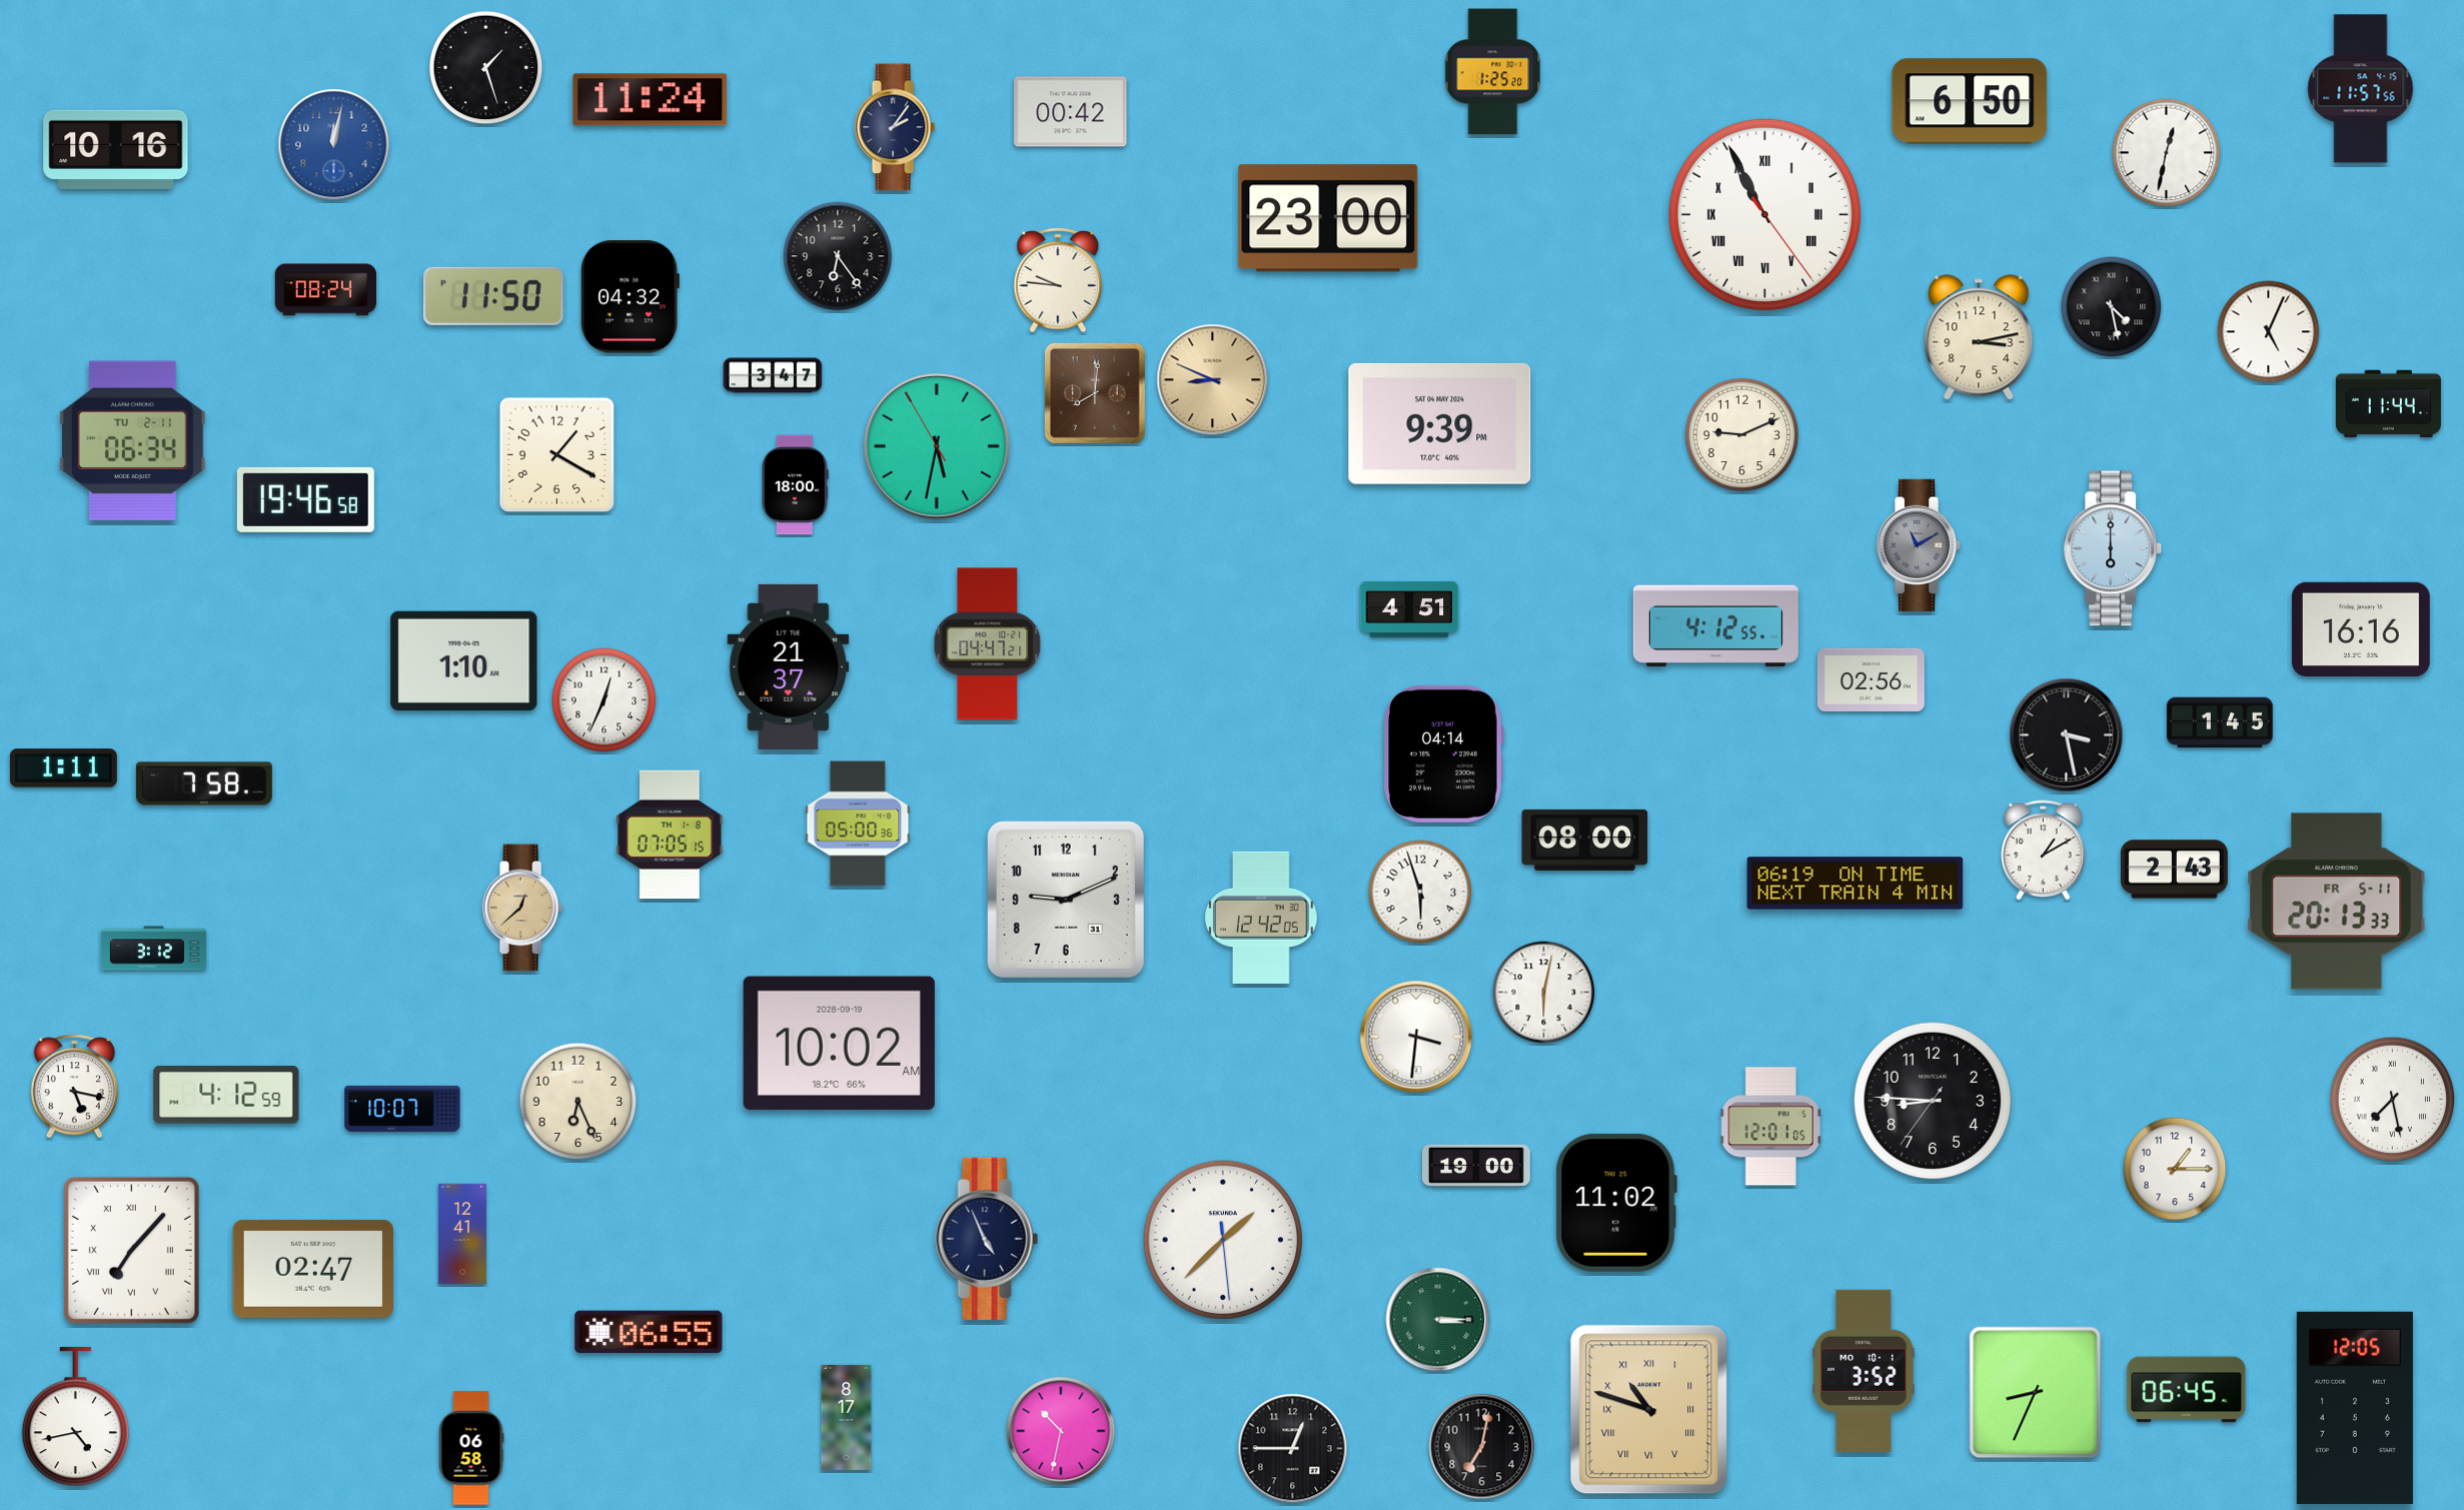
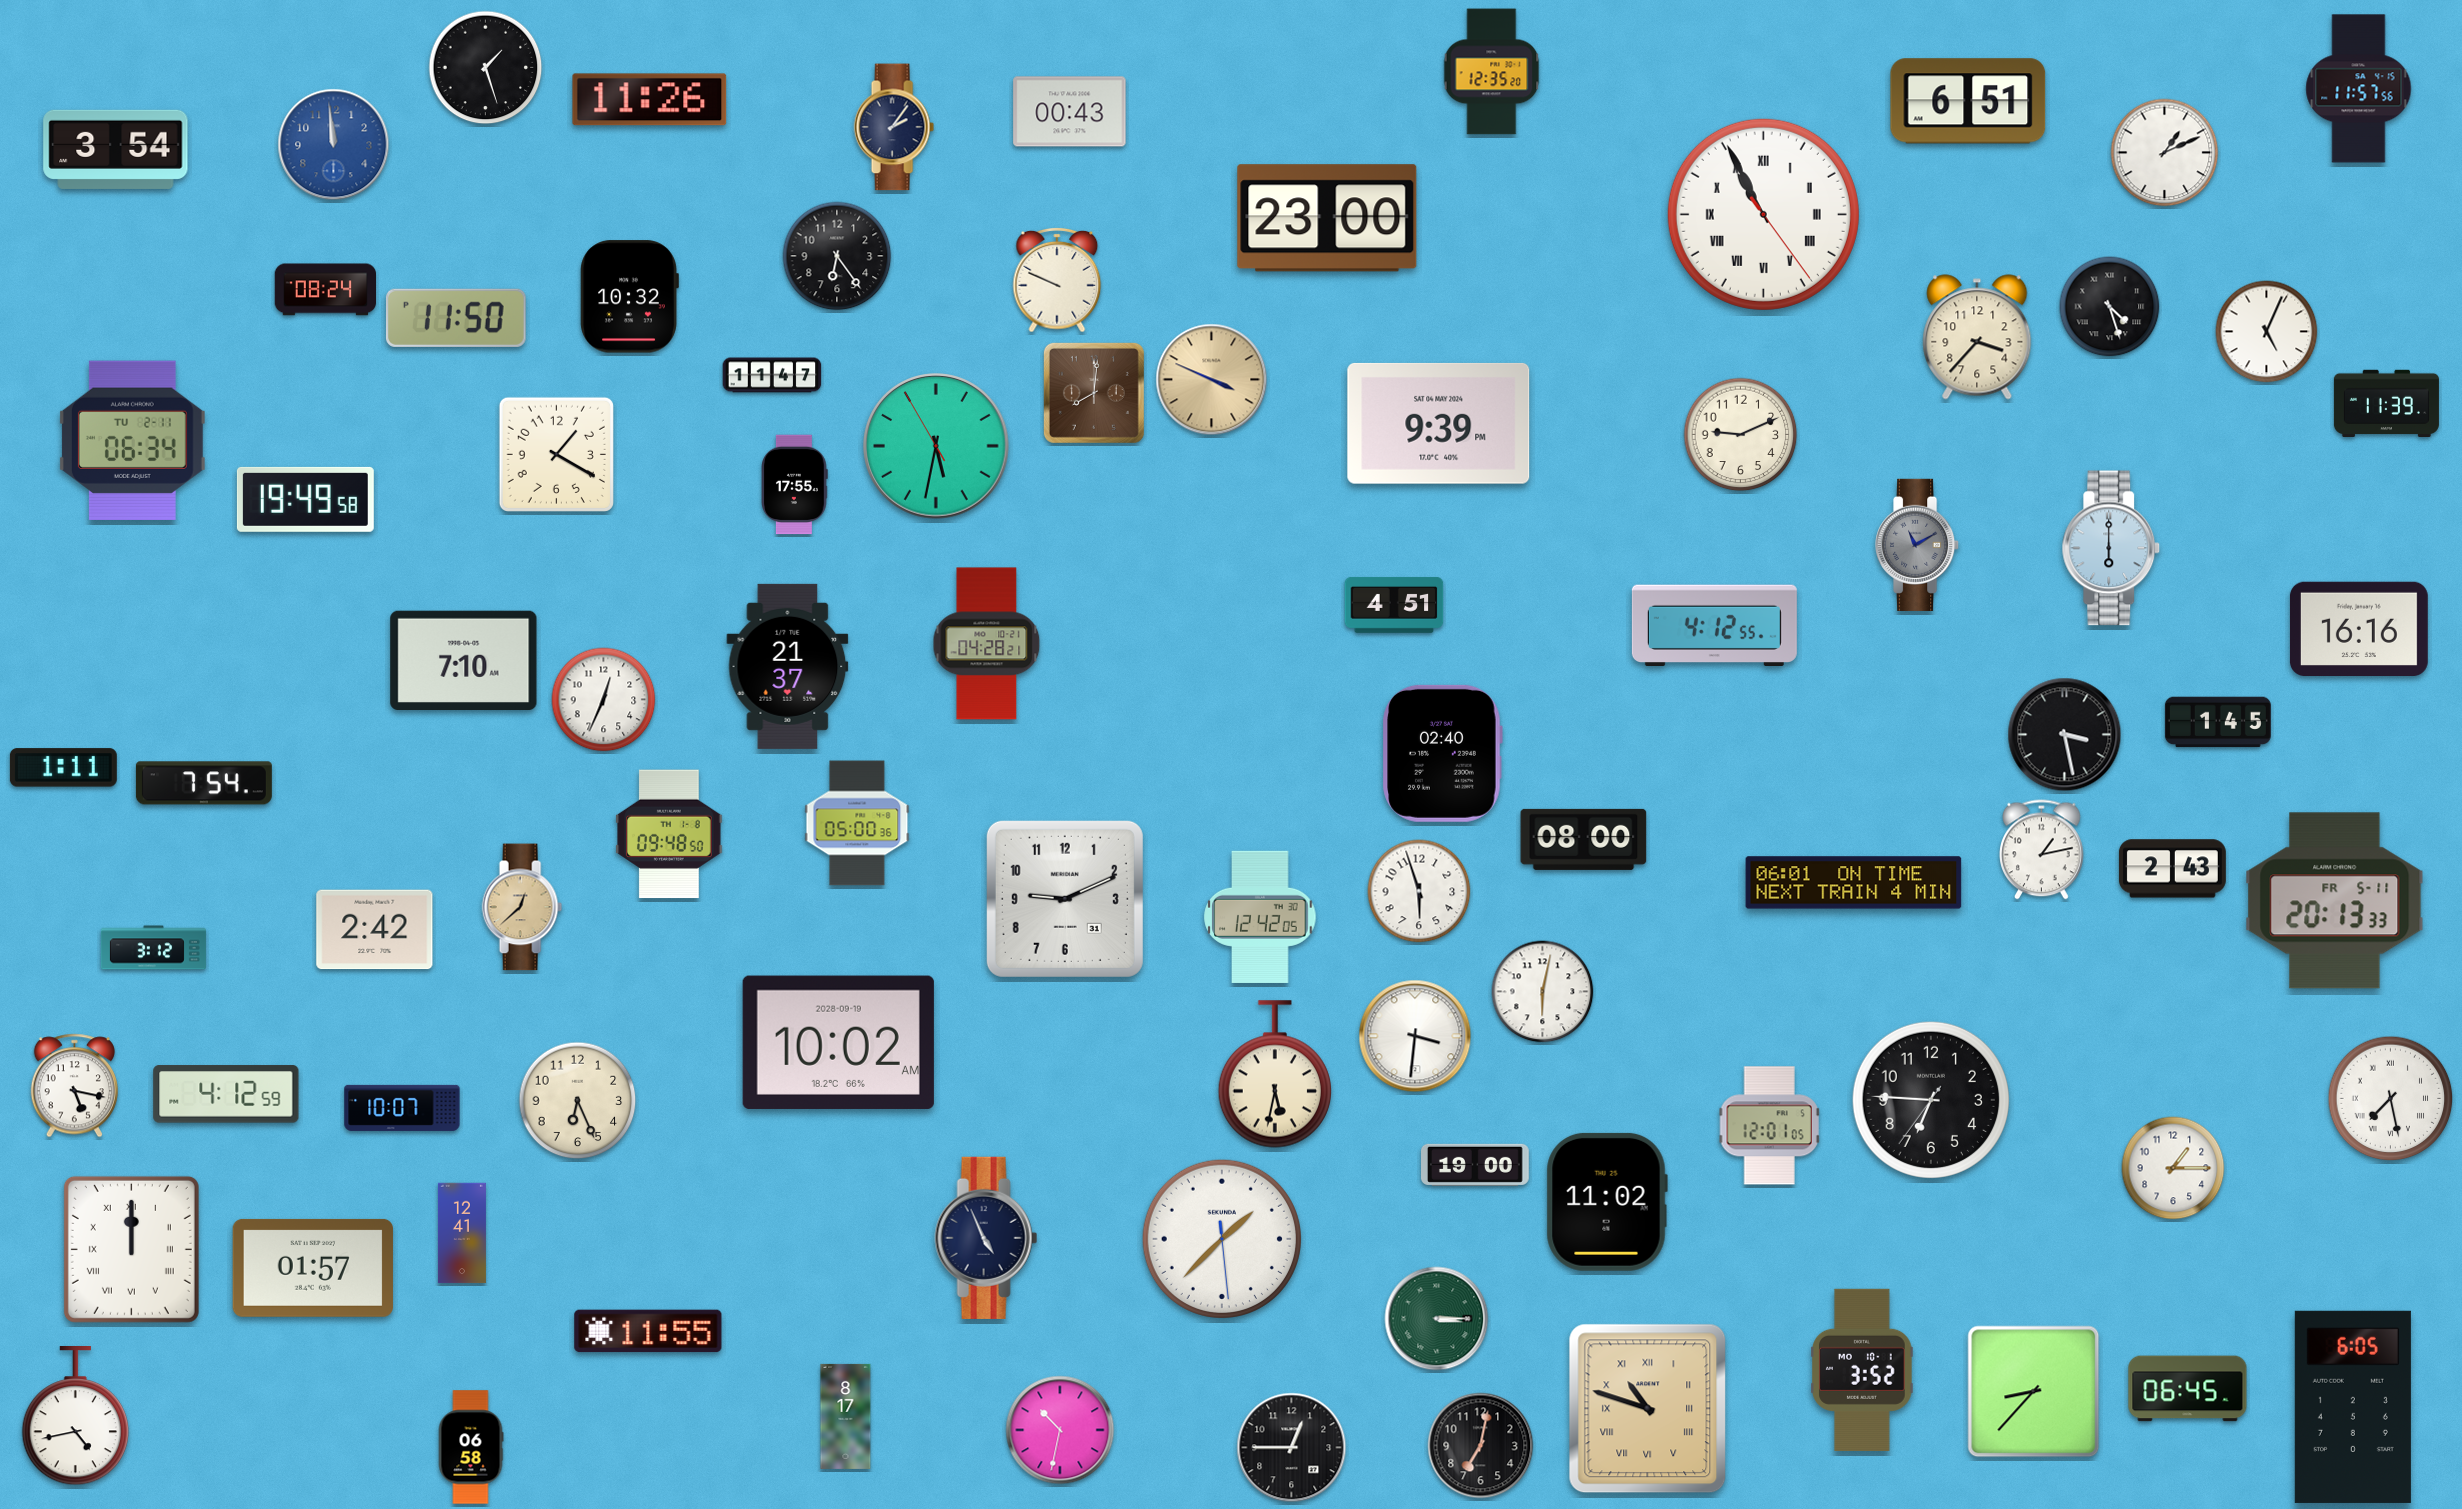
clock at (1493, 72): 1:25 -> 12:35
clock at (651, 100): 11:24 -> 11:26
clock at (1970, 101): 6:50 -> 6:51
clock at (1071, 112): 00:42 -> 00:43
clock at (334, 145): 12:02 -> 11:59
clock at (116, 149): 10:16 -> 3:54
clock at (2167, 153): 12:32 -> 1:11
clock at (1058, 280): 9:46 -> 9:49
clock at (493, 296) position: (493, 296) -> (456, 318)
clock at (630, 297): 04:32 -> 10:32
clock at (2112, 307): 4:28 -> 4:27
clock at (1979, 337): 3:13 -> 3:37
clock at (773, 375): 3:47 -> 11:47
clock at (1213, 380): 8:49 -> 3:49
clock at (2388, 403): 11:44 -> 11:39
clock at (796, 485): 18:00 -> 17:55
clock at (305, 499): 19:46 -> 19:49
clock at (1409, 610) position: (1409, 610) -> (1394, 606)
clock at (988, 644): 04:47 -> 04:28
clock at (464, 660): 1:10 -> 7:10
clock at (1871, 679): 02:56 -> none
clock at (1443, 753): 04:14 -> 02:40
clock at (204, 784): 7:58 -> 7:54
clock at (670, 835): 07:05 -> 09:48
clock at (2044, 851): 1:10 -> 1:13
clock at (1856, 884): 06:19 -> 06:01
clock at (375, 930): none -> 2:42
clock at (1275, 1074): none -> 5:32
clock at (1933, 1101): 8:45 -> 6:45
clock at (1616, 1203) position: (1616, 1203) -> (1607, 1202)
clock at (131, 1250): 7:07 -> 12:00
clock at (313, 1269): 02:47 -> 01:57
clock at (649, 1332): 06:55 -> 11:55
clock at (2187, 1390) position: (2187, 1390) -> (2188, 1389)
clock at (2036, 1393): 8:34 -> 8:37
clock at (2355, 1408): 12:05 -> 6:05
